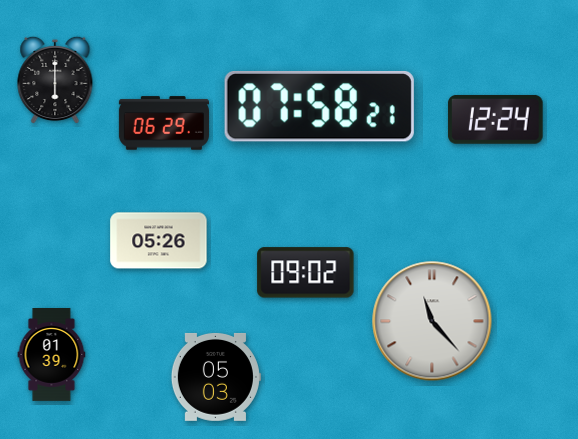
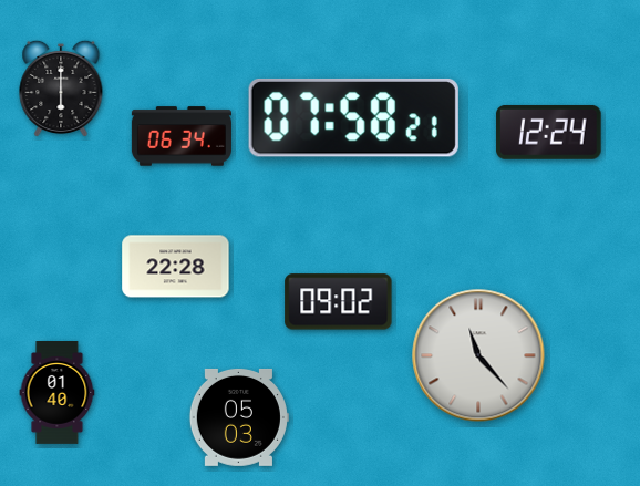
clock at (164, 123): 06:29 -> 06:34
clock at (159, 241): 05:26 -> 22:28
clock at (52, 355): 01:39 -> 01:40
